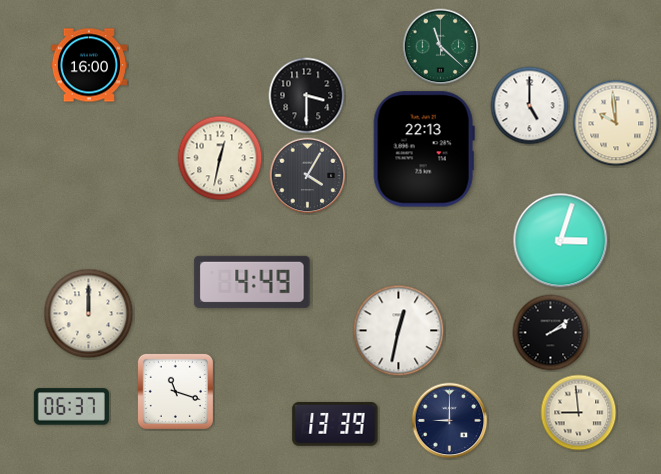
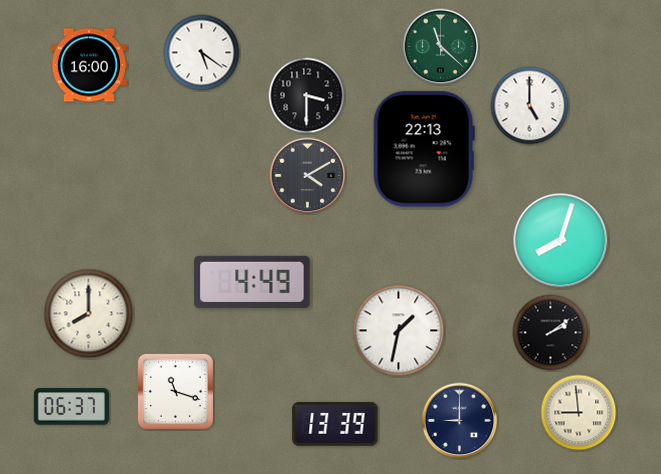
clock at (202, 53): none -> 5:21
clock at (616, 123): 9:59 -> none
clock at (220, 158): 12:32 -> none
clock at (308, 176): 4:05 -> 4:10
clock at (561, 241): 3:03 -> 8:03
clock at (89, 314): 12:00 -> 8:00
clock at (399, 331): 12:32 -> 1:32
clock at (450, 421) position: (450, 421) -> (460, 421)
